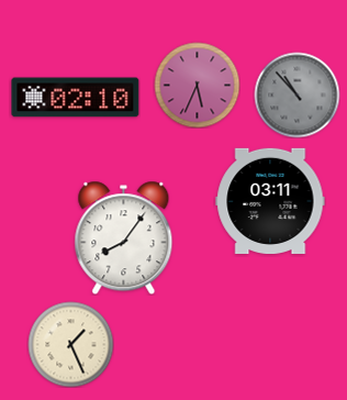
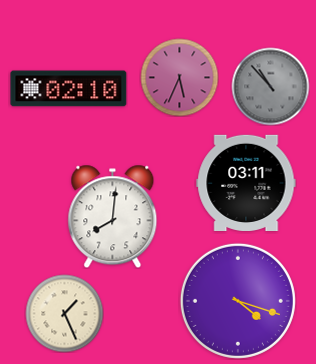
clock at (124, 237): 8:06 -> 8:01
clock at (238, 301): none -> 4:18
